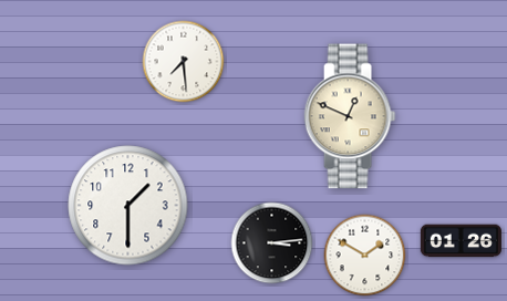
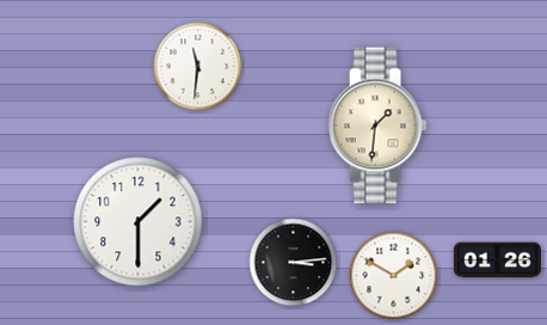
clock at (184, 62): 7:29 -> 11:31
clock at (350, 116): 12:49 -> 1:31
